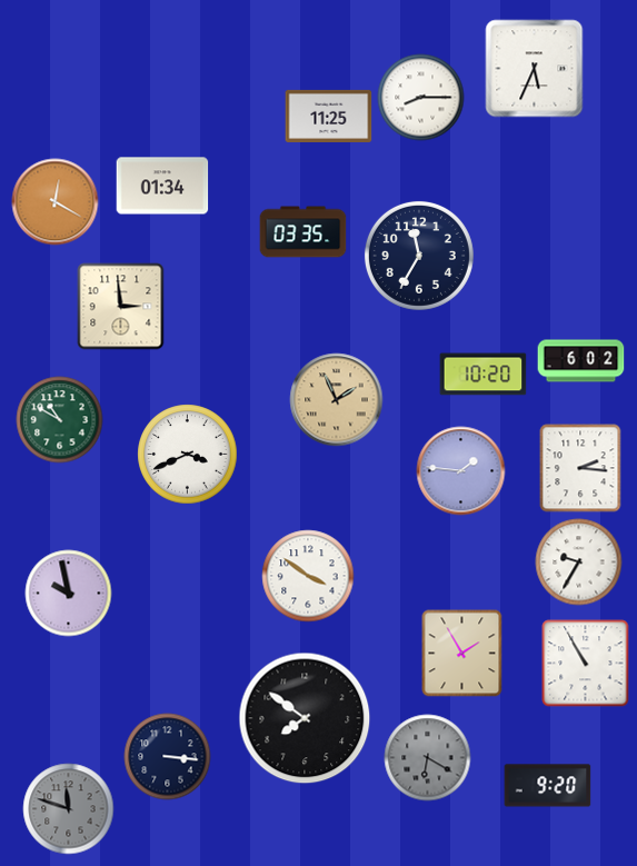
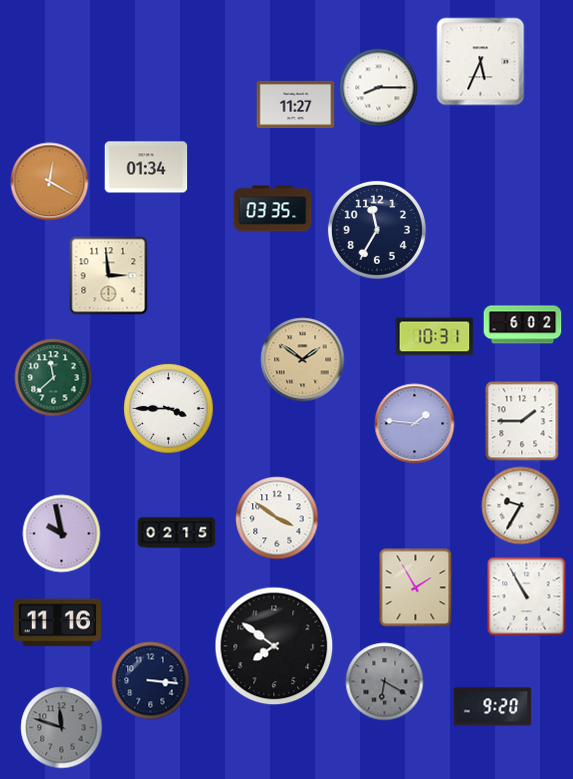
clock at (328, 116): 11:25 -> 11:27
clock at (482, 375): 10:20 -> 10:31
clock at (336, 399): 1:56 -> 1:51
clock at (59, 419): 10:50 -> 11:38
clock at (187, 454): 3:41 -> 3:45
clock at (580, 468): 2:16 -> 1:45
clock at (176, 533): none -> 02:15
clock at (57, 623): none -> 11:16
